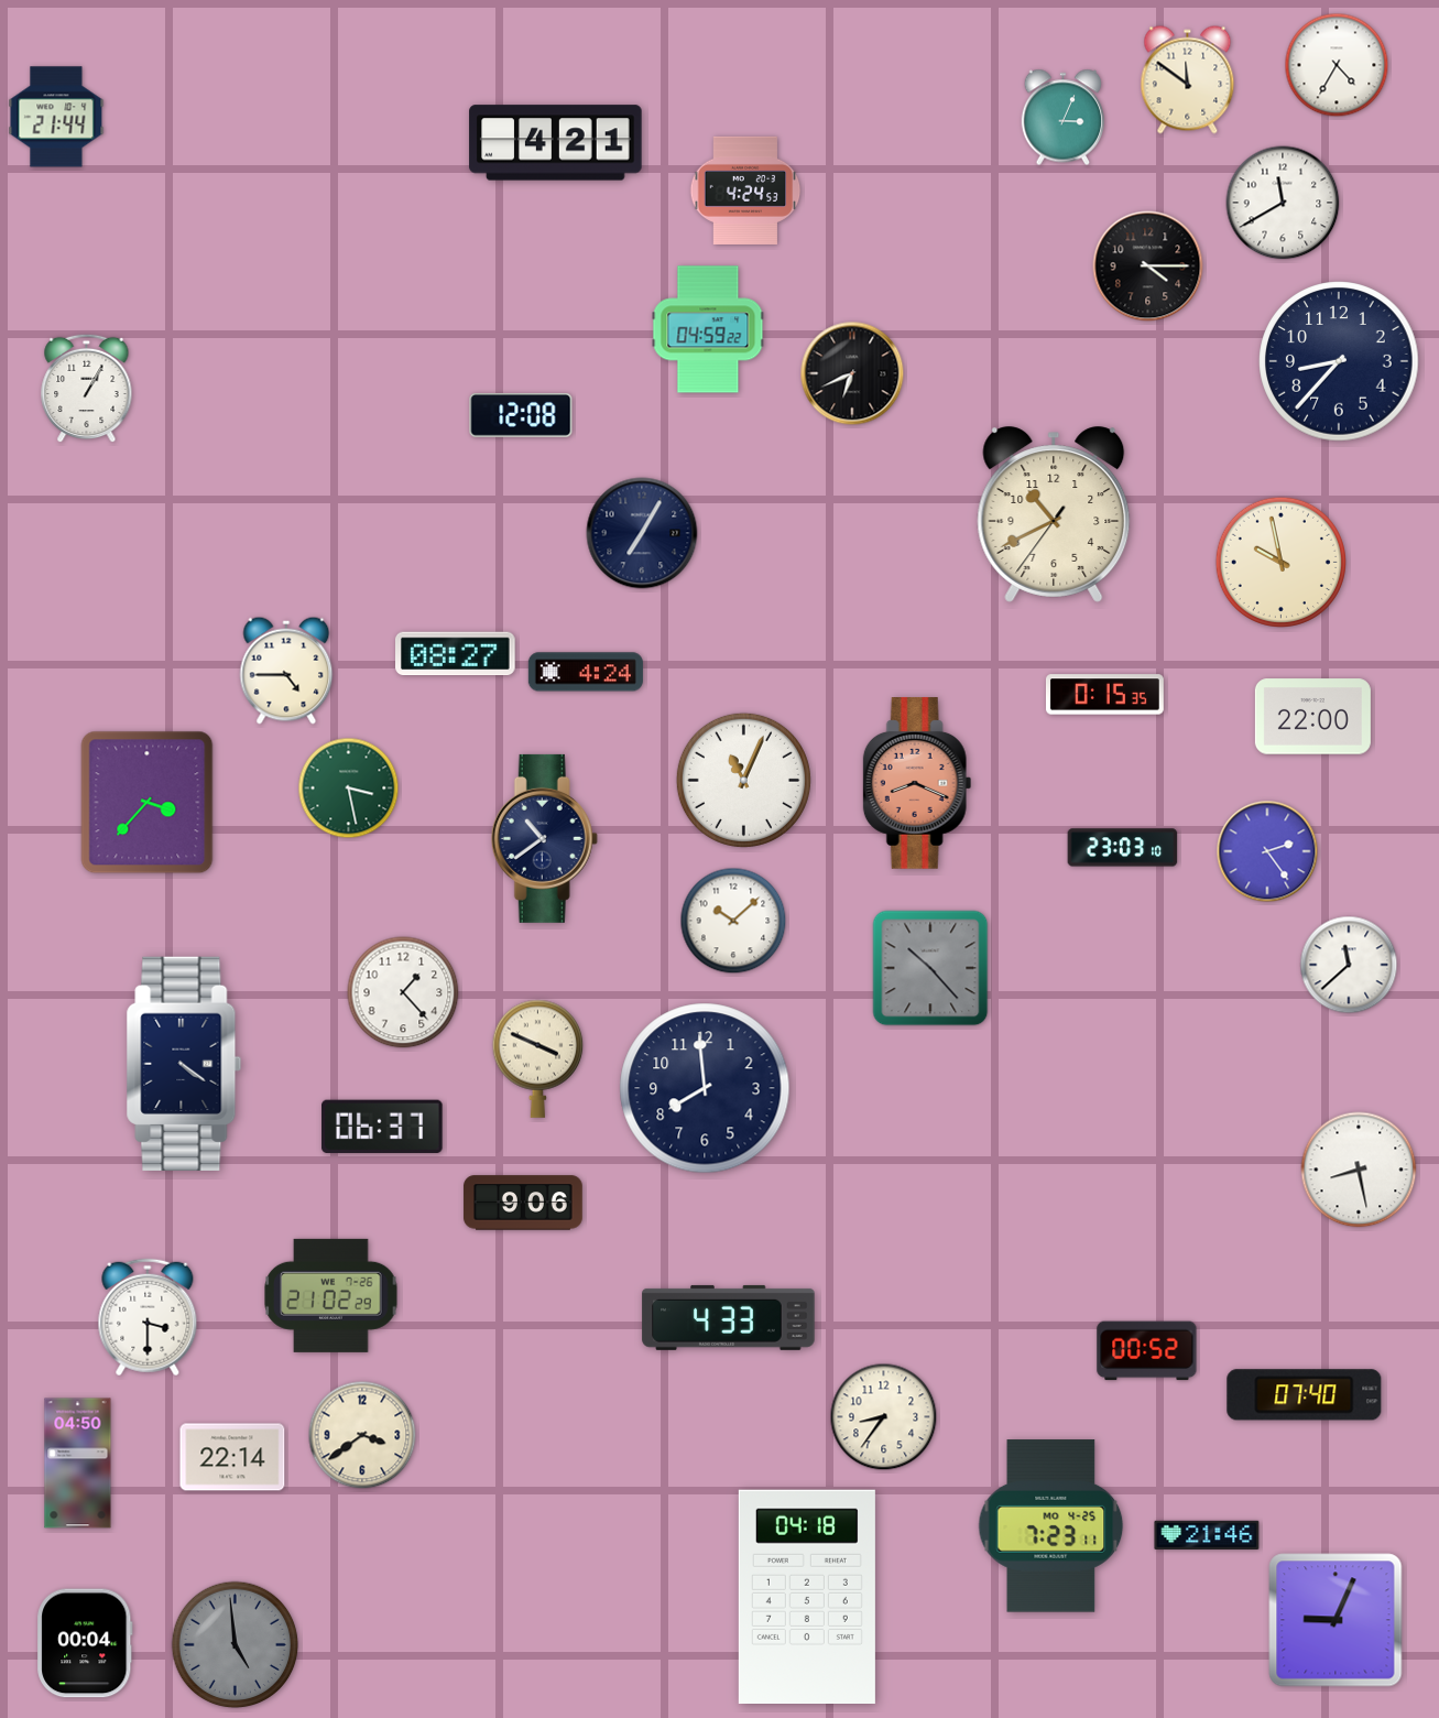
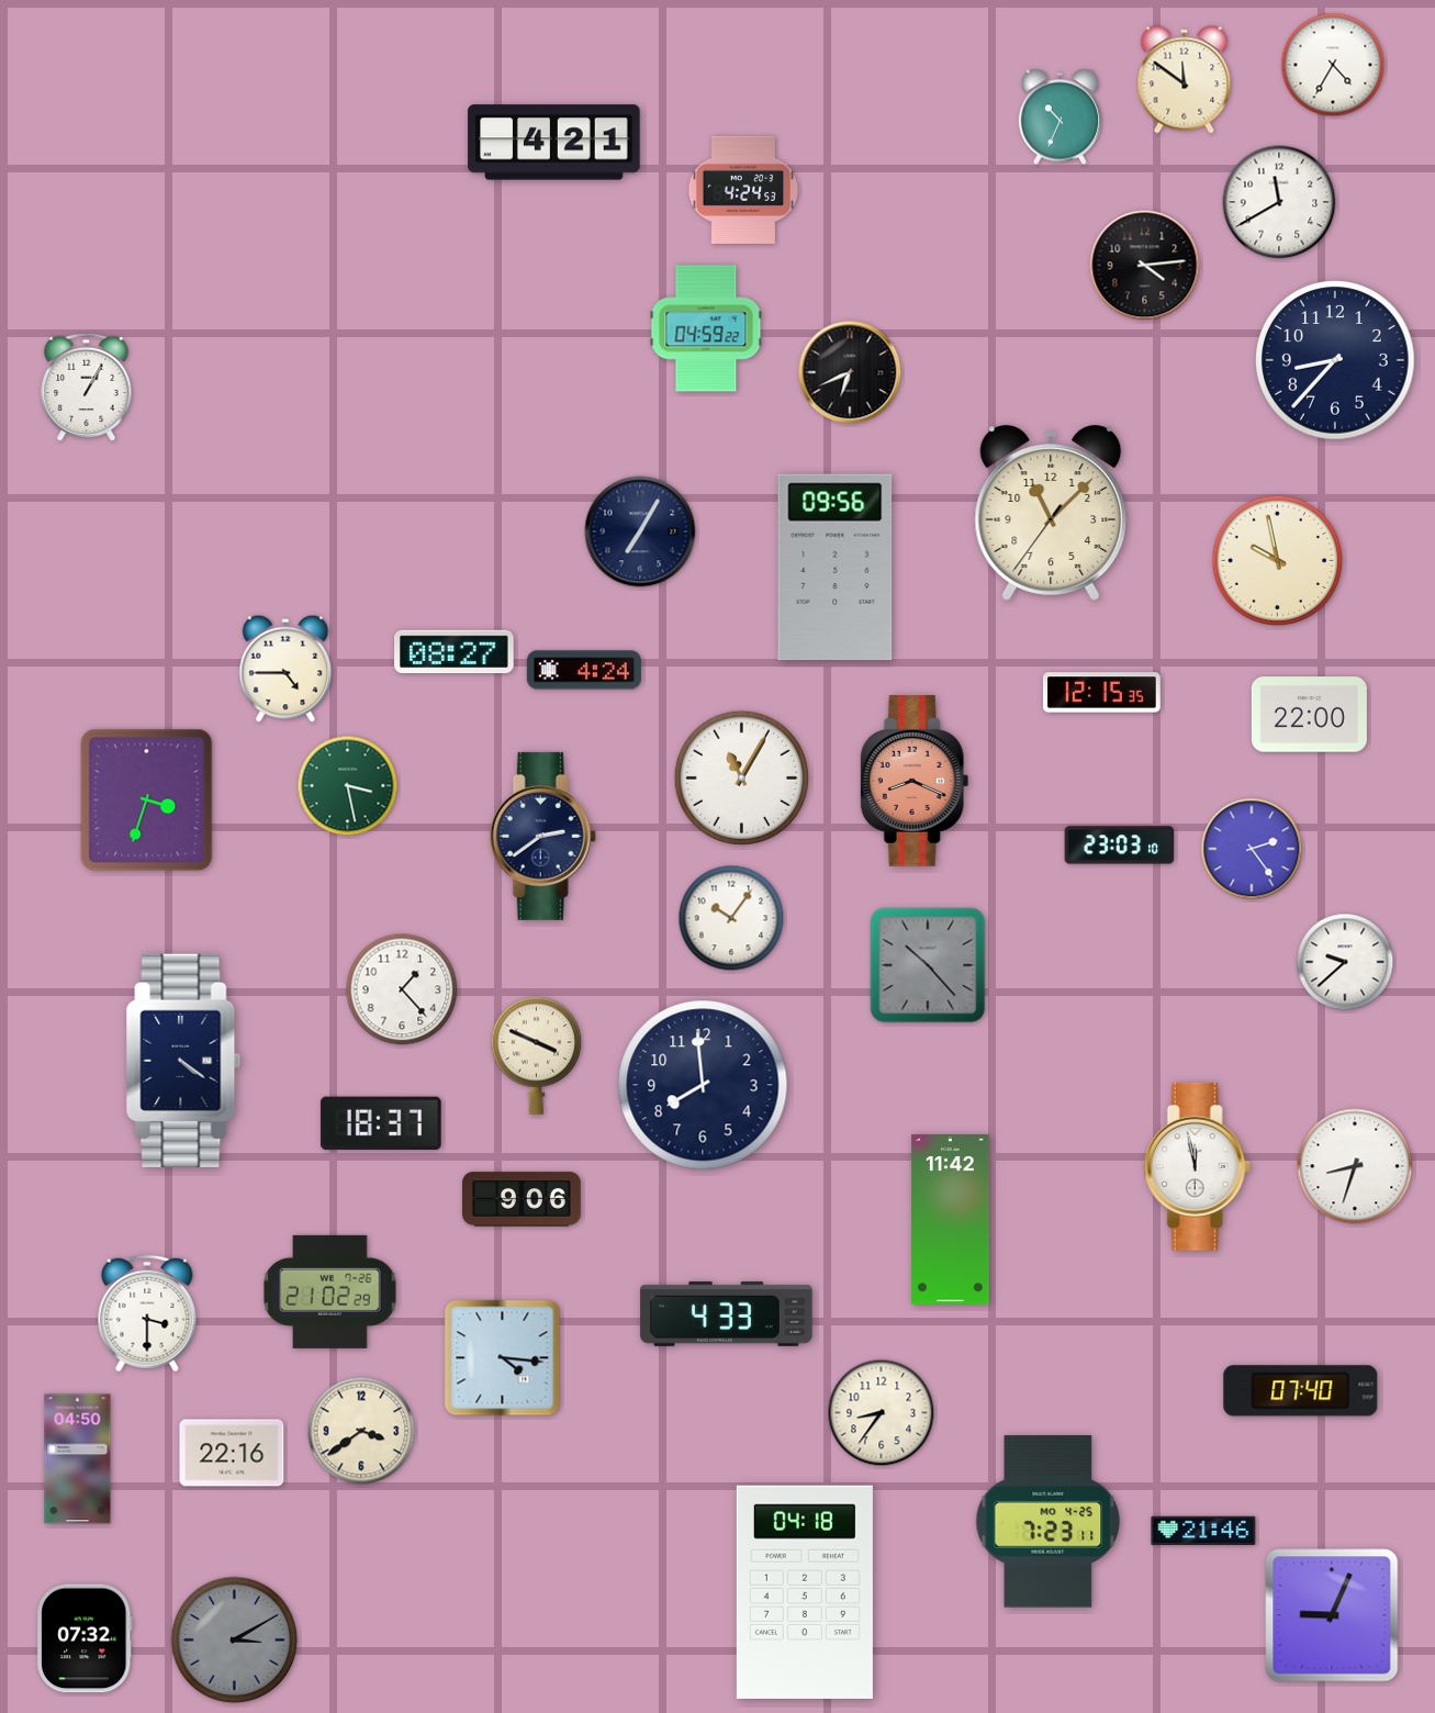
clock at (56, 117): 21:44 -> none
clock at (1062, 118): 3:04 -> 10:34
clock at (1148, 267): 4:15 -> 4:14
clock at (521, 416): 12:08 -> none
clock at (1054, 514): 10:40 -> 11:07
clock at (836, 568): none -> 09:56
clock at (1104, 695): 0:15 -> 12:15
clock at (743, 780): 11:04 -> 11:05
clock at (148, 803): 3:37 -> 3:33
clock at (544, 838): 10:39 -> 2:39
clock at (1267, 851) position: (1267, 851) -> (1252, 849)
clock at (733, 921): 10:08 -> 10:06
clock at (1349, 965): 11:38 -> 9:38
clock at (382, 1127): 06:37 -> 18:37
clock at (1197, 1166): none -> 11:58
clock at (1359, 1170): 8:28 -> 8:33
clock at (951, 1220): none -> 11:42
clock at (1147, 1351): 00:52 -> none
clock at (503, 1358): none -> 4:16
clock at (232, 1457): 22:14 -> 22:16
clock at (85, 1643): 00:04 -> 07:32
clock at (236, 1645): 4:59 -> 3:10
